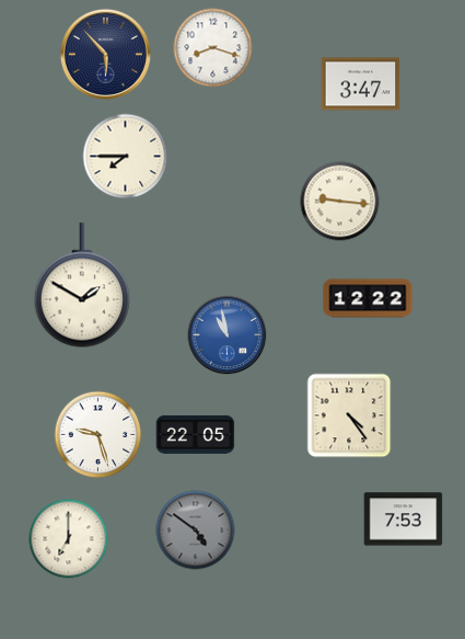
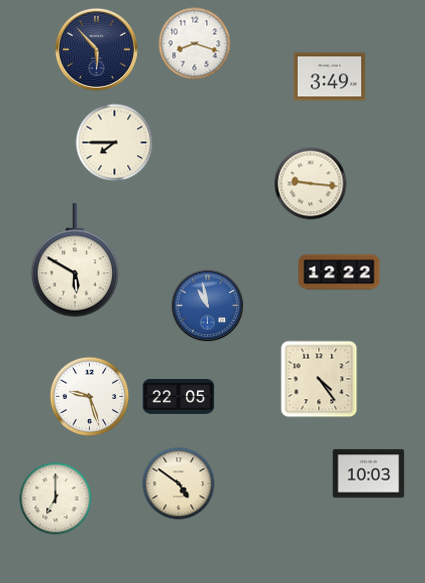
clock at (361, 84): 3:47 -> 3:49
clock at (82, 285): 1:50 -> 5:50
clock at (368, 298) position: (368, 298) -> (339, 272)
clock at (404, 520): 7:53 -> 10:03
clock at (196, 530) dial: grey -> cream
clock at (69, 539) position: (69, 539) -> (56, 499)
